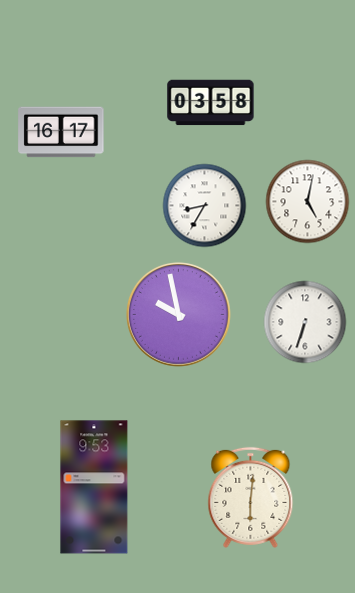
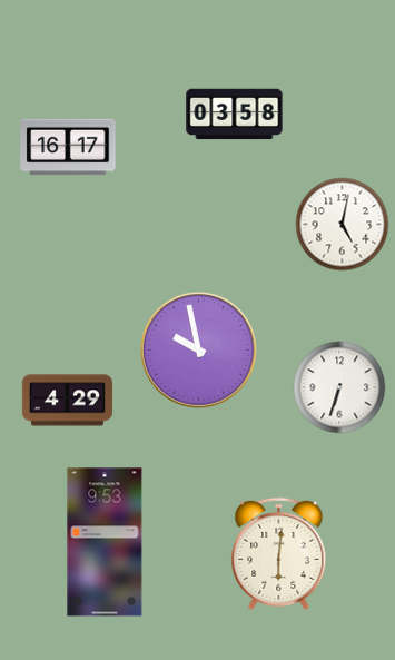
clock at (205, 206): 8:35 -> none
clock at (305, 322) position: (305, 322) -> (339, 387)
clock at (67, 401): none -> 4:29
